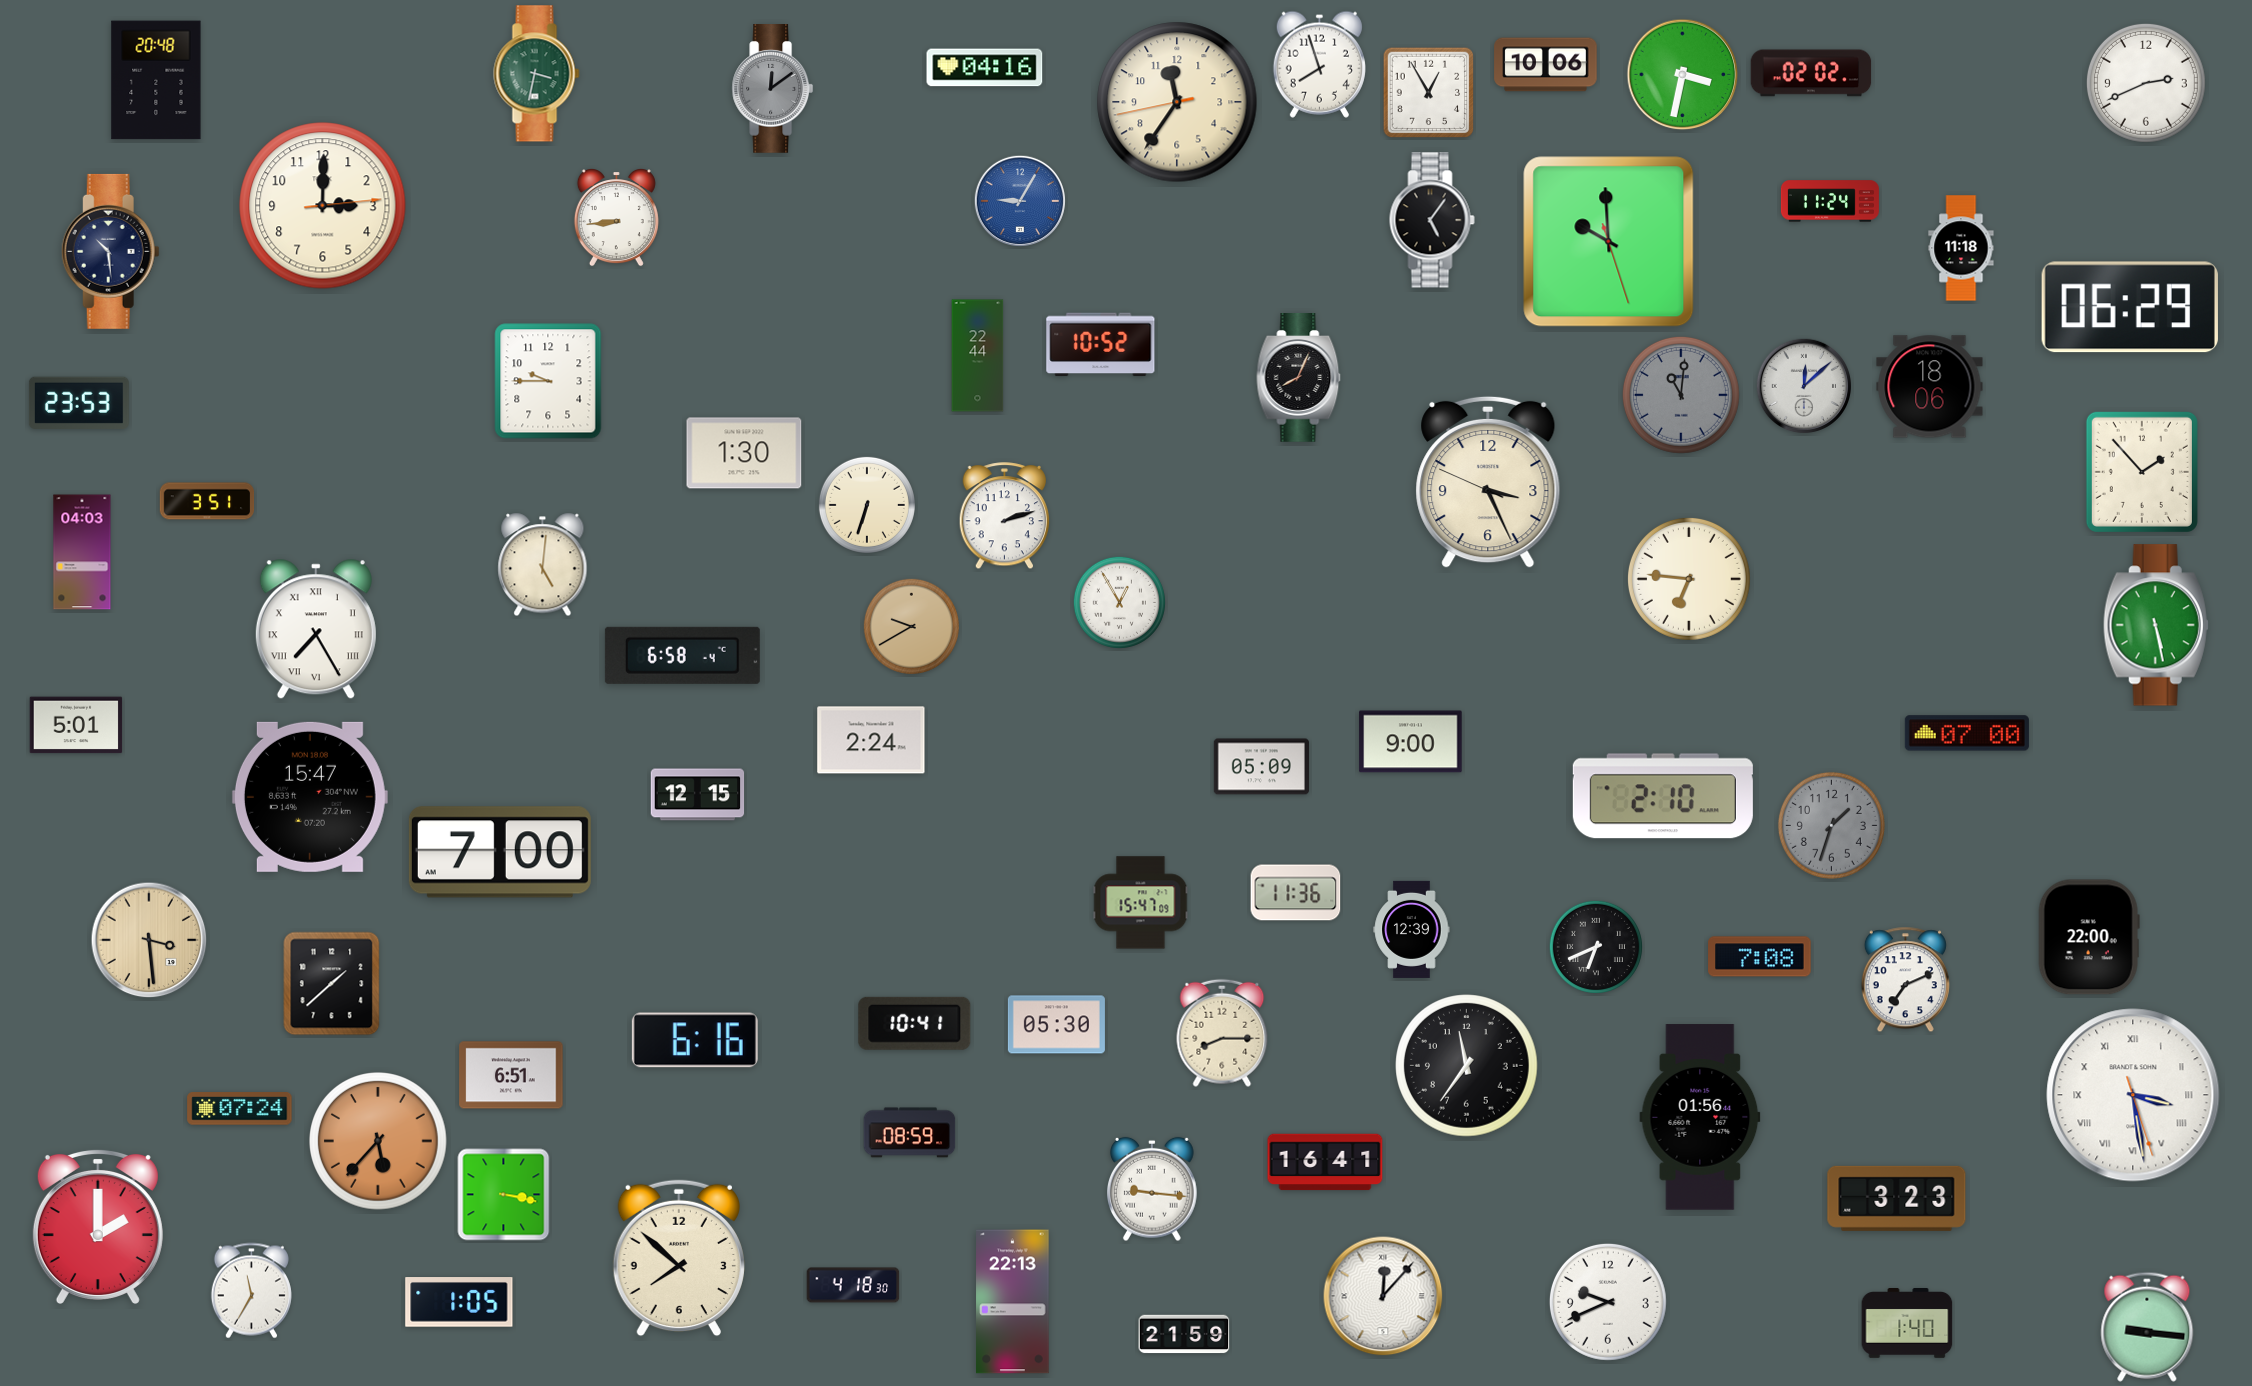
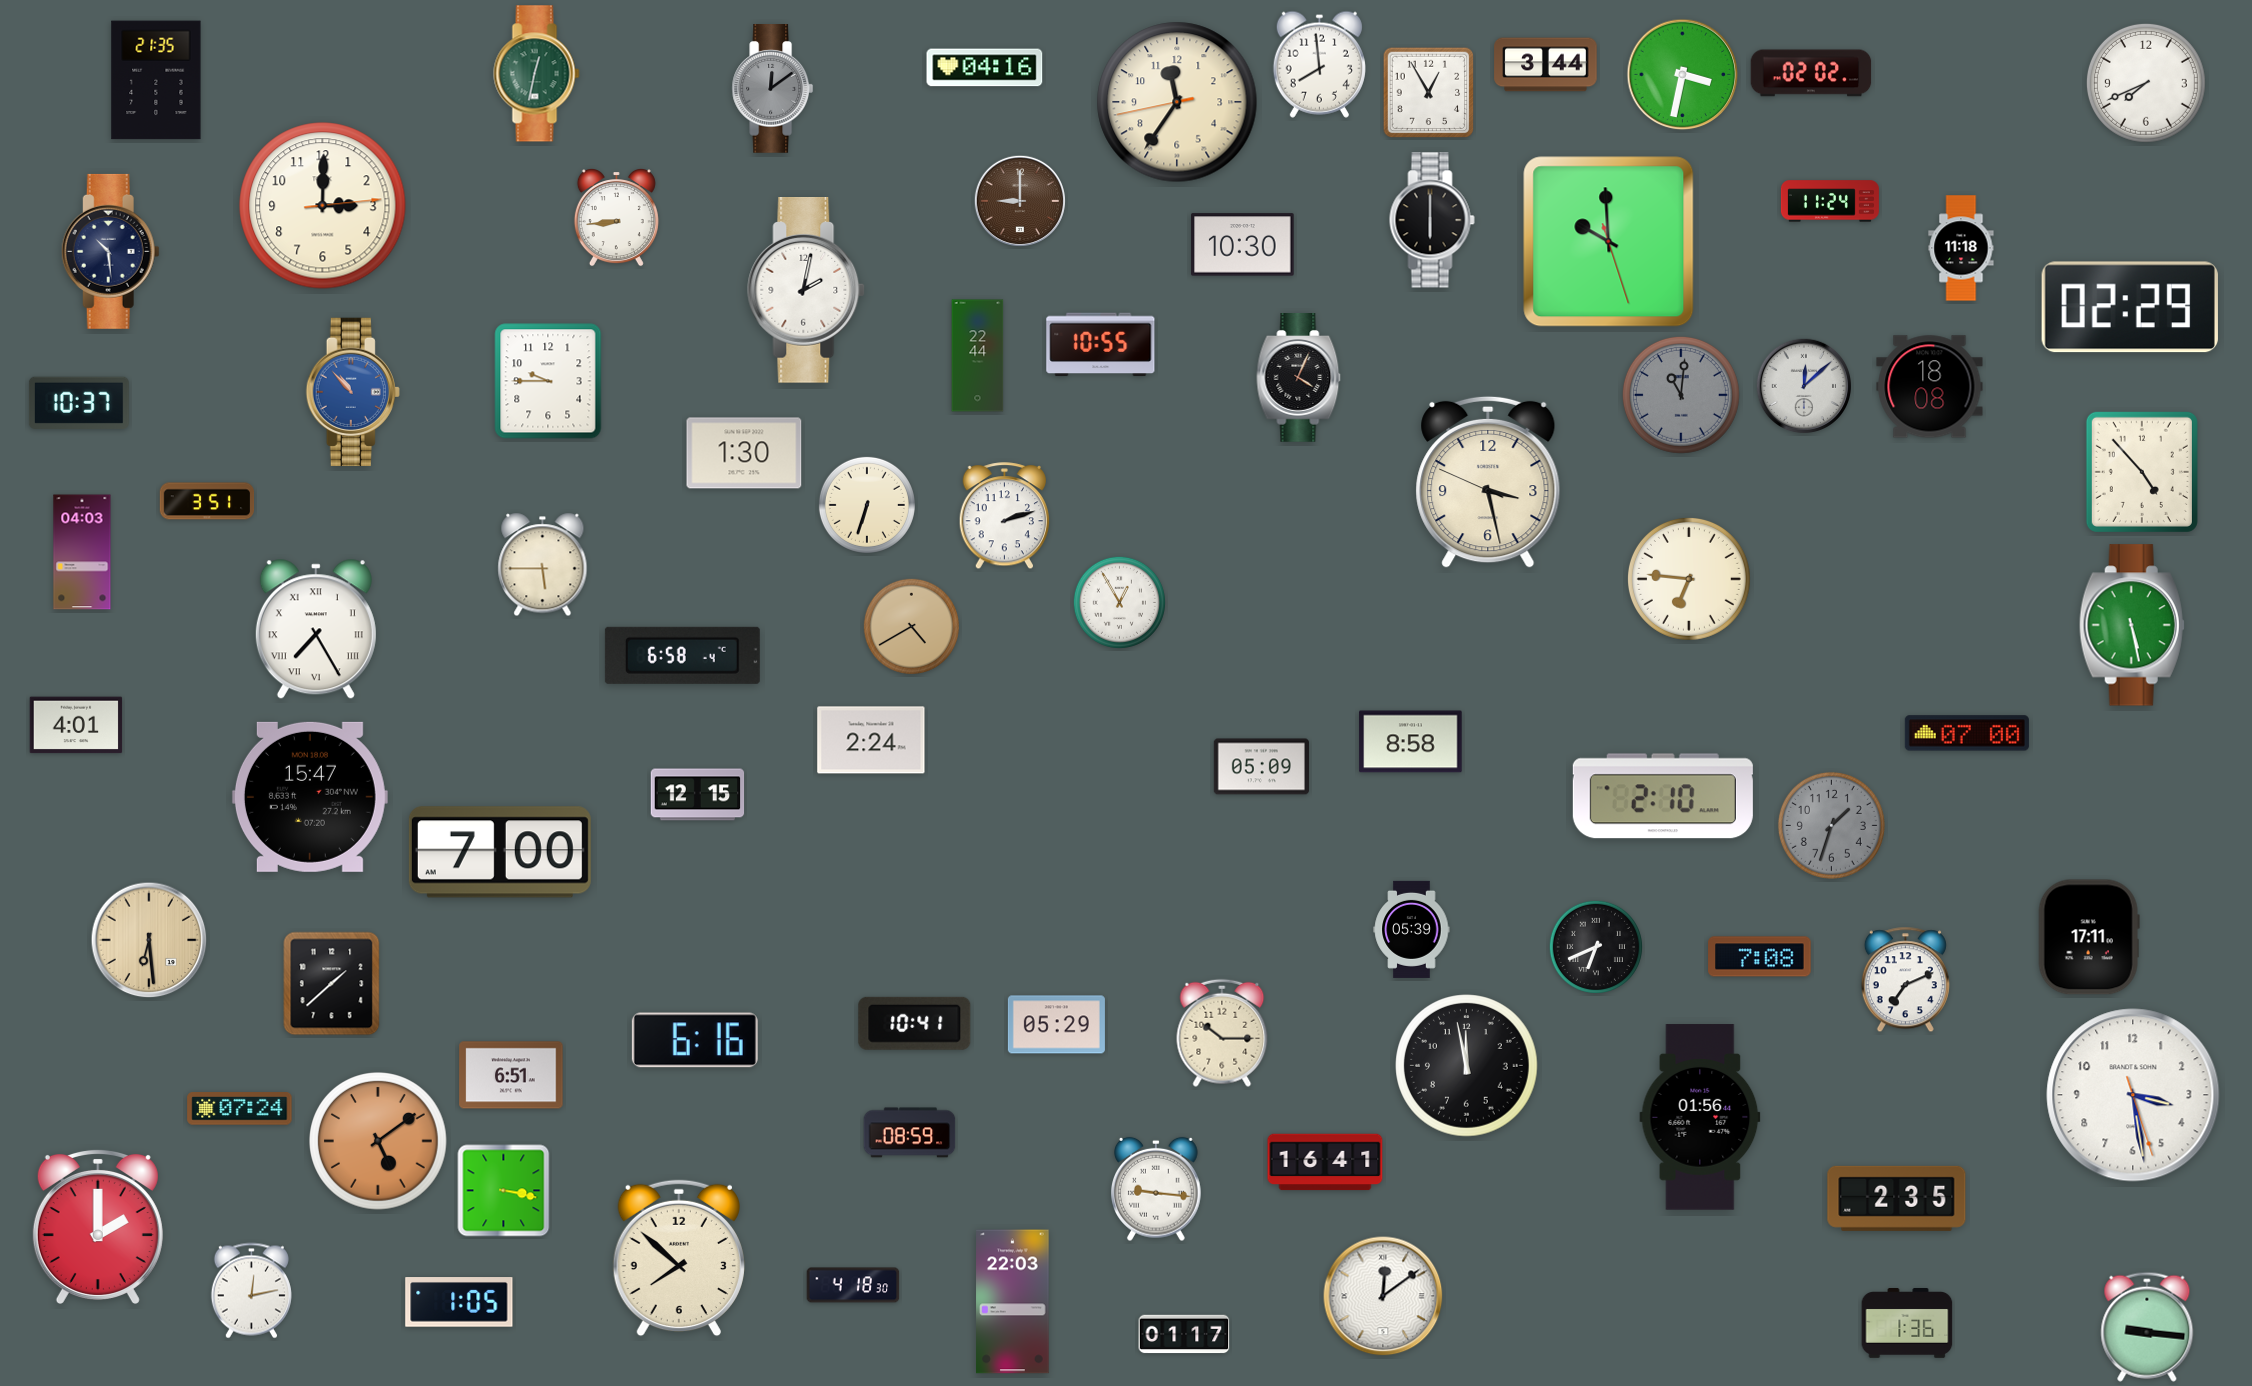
clock at (1319, 64): 7:57 -> 7:59
clock at (1546, 65): 10:06 -> 3:44
clock at (537, 74): 3:32 -> 12:32
clock at (156, 80): 20:48 -> 21:35
clock at (2146, 83): 2:41 -> 7:41
clock at (1019, 200): 9:05 -> 9:00
clock at (1019, 200) dial: blue -> brown
clock at (1432, 220): 5:06 -> 6:00
clock at (1243, 245): none -> 10:30
clock at (807, 291): none -> 2:02
clock at (2130, 307): 06:29 -> 02:29
clock at (1101, 345): 10:52 -> 10:55
clock at (1299, 378): 8:04 -> 4:04
clock at (1930, 387): 18:06 -> 18:08
clock at (353, 392): none -> 10:53
clock at (79, 402): 23:53 -> 10:37
clock at (2142, 472): 1:53 -> 4:53
clock at (1488, 482): 3:25 -> 3:27
clock at (543, 565): 5:01 -> 5:45
clock at (2156, 625) position: (2156, 625) -> (2132, 625)
clock at (911, 626): 9:40 -> 4:40
clock at (76, 725): 5:01 -> 4:01
clock at (1411, 742): 9:00 -> 8:58
clock at (1296, 893): 11:36 -> none
clock at (1141, 903): 15:47 -> none
clock at (1412, 929): 12:39 -> 05:39
clock at (2089, 937): 22:00 -> 17:11
clock at (149, 940): 3:29 -> 6:29
clock at (1056, 1025): 05:30 -> 05:29
clock at (1222, 1033): 8:15 -> 10:15
clock at (1467, 1066): 11:36 -> 11:58
clock at (2133, 1095) numerals: Roman -> Arabic
clock at (379, 1142): 5:37 -> 5:09
clock at (1153, 1189) position: (1153, 1189) -> (1157, 1189)
clock at (504, 1195) position: (504, 1195) -> (504, 1191)
clock at (1897, 1198): 3:23 -> 2:35
clock at (251, 1291): 11:35 -> 12:13
clock at (1383, 1296): 12:07 -> 12:09
clock at (1013, 1302): 22:13 -> 22:03
clock at (1608, 1302): 9:41 -> none
clock at (1907, 1324): 1:40 -> 1:36
clock at (1184, 1334): 21:59 -> 01:17
